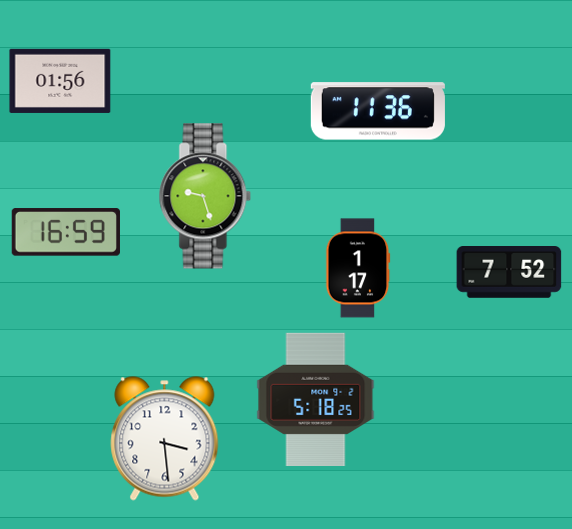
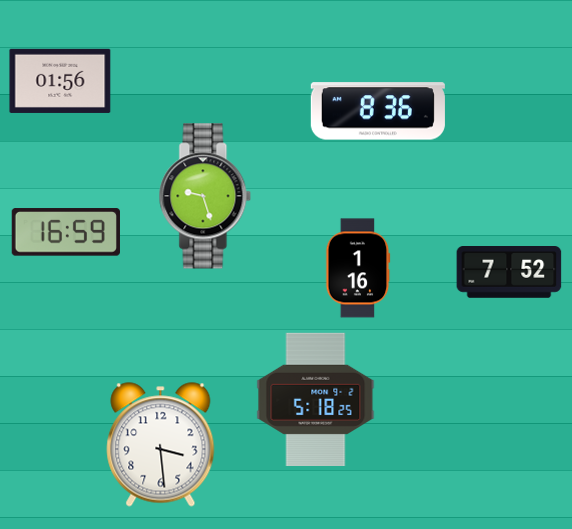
clock at (378, 111): 11:36 -> 8:36
clock at (358, 268): 1:17 -> 1:16
clock at (165, 439) position: (165, 439) -> (161, 445)
